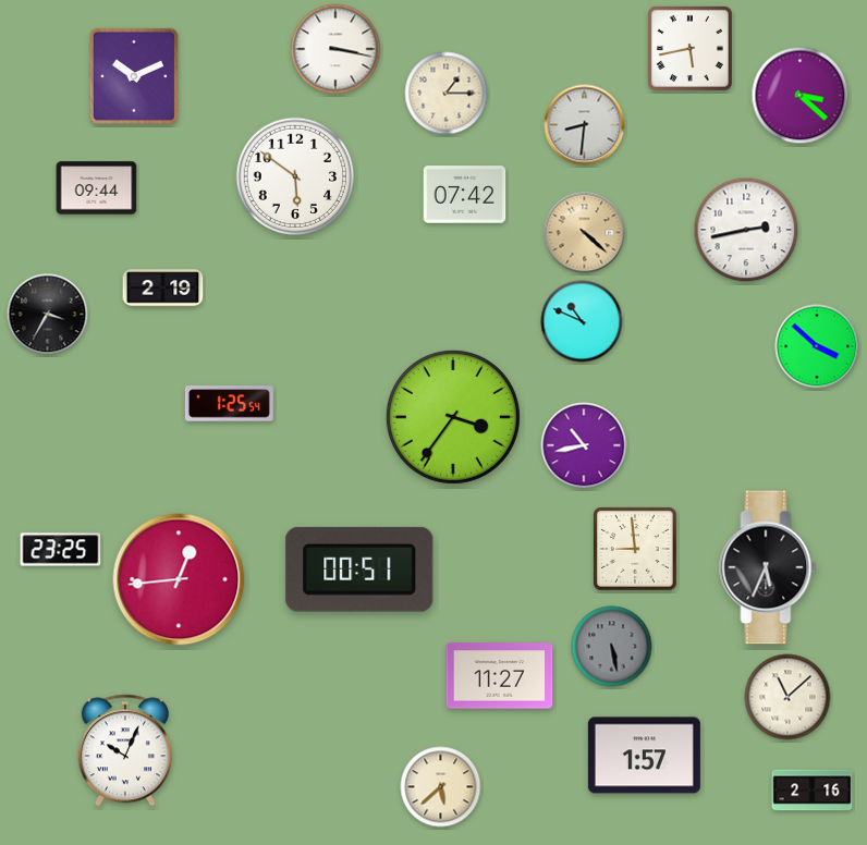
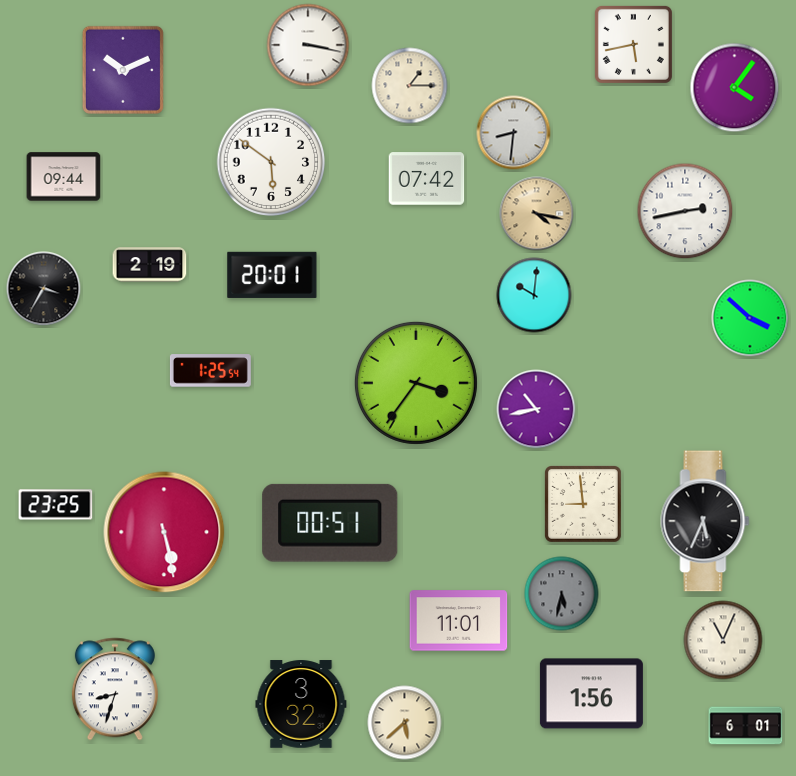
clock at (801, 96): 3:22 -> 4:06
clock at (585, 125) position: (585, 125) -> (514, 133)
clock at (97, 188) position: (97, 188) -> (64, 177)
clock at (585, 233): 4:22 -> 4:17
clock at (272, 275): none -> 20:01
clock at (582, 321): 10:49 -> 10:01
clock at (179, 579): 12:44 -> 5:28
clock at (612, 647): 5:28 -> 5:32
clock at (500, 676): 11:27 -> 11:01
clock at (787, 697): 11:08 -> 11:04
clock at (125, 750): 10:04 -> 8:33
clock at (644, 756): 1:57 -> 1:56
clock at (301, 704): none -> 3:32
clock at (813, 791): 2:16 -> 6:01
